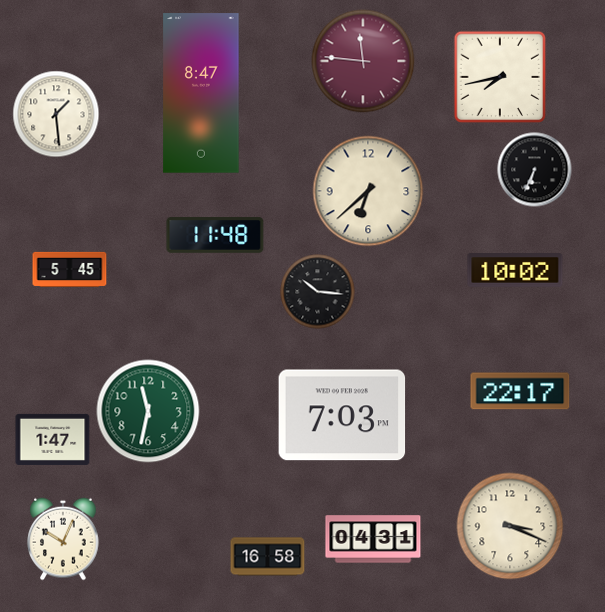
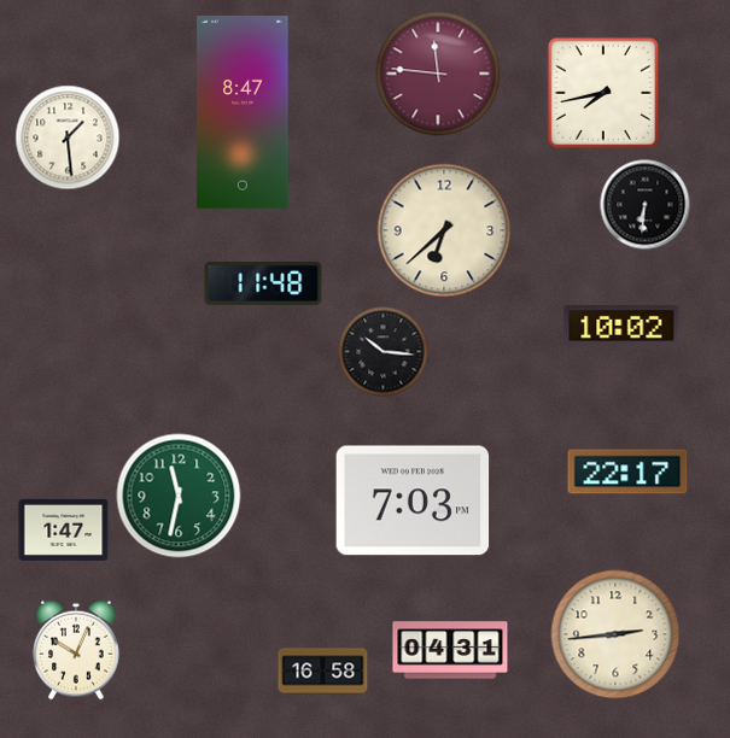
clock at (535, 170): 6:34 -> 6:31
clock at (215, 236) position: (215, 236) -> (263, 285)
clock at (70, 269): 5:45 -> none
clock at (510, 526): 3:19 -> 2:44
